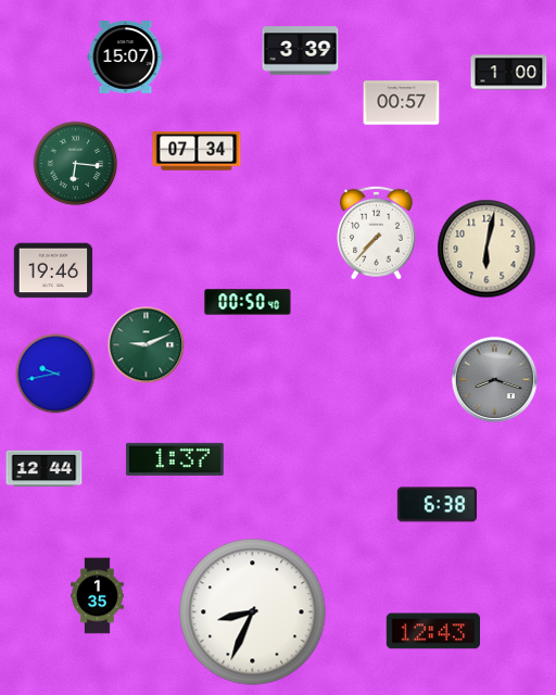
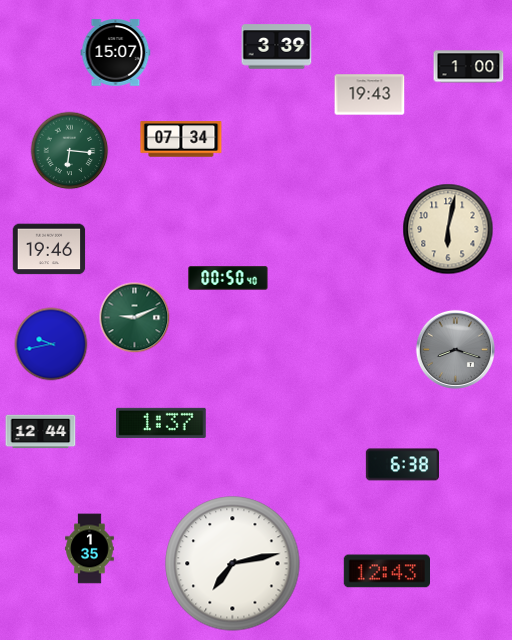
clock at (402, 103): 00:57 -> 19:43
clock at (377, 232): 7:37 -> none
clock at (253, 612): 8:34 -> 7:13
clock at (433, 631) position: (433, 631) -> (387, 571)
